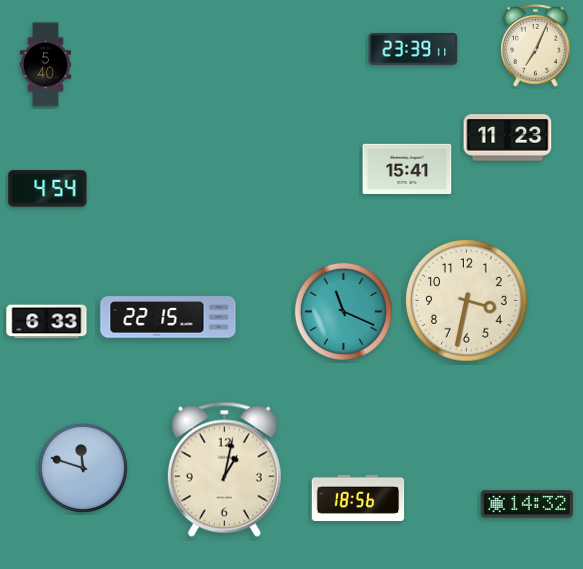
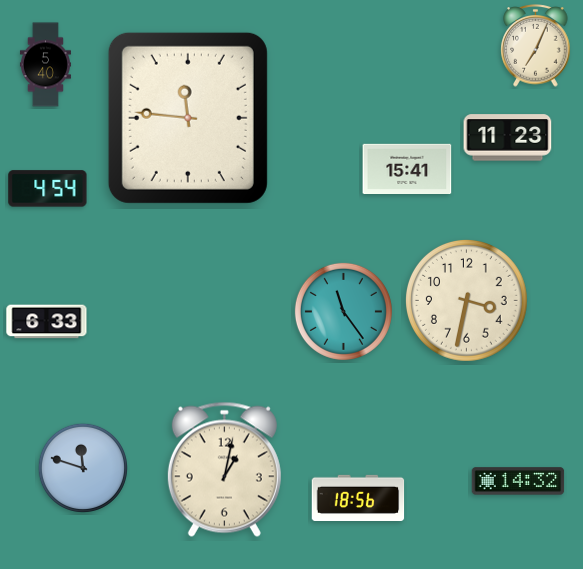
clock at (413, 49): 23:39 -> none
clock at (188, 118): none -> 11:46
clock at (343, 311): 11:19 -> 11:24
clock at (168, 317): 22:15 -> none
clock at (527, 504) position: (527, 504) -> (518, 481)
